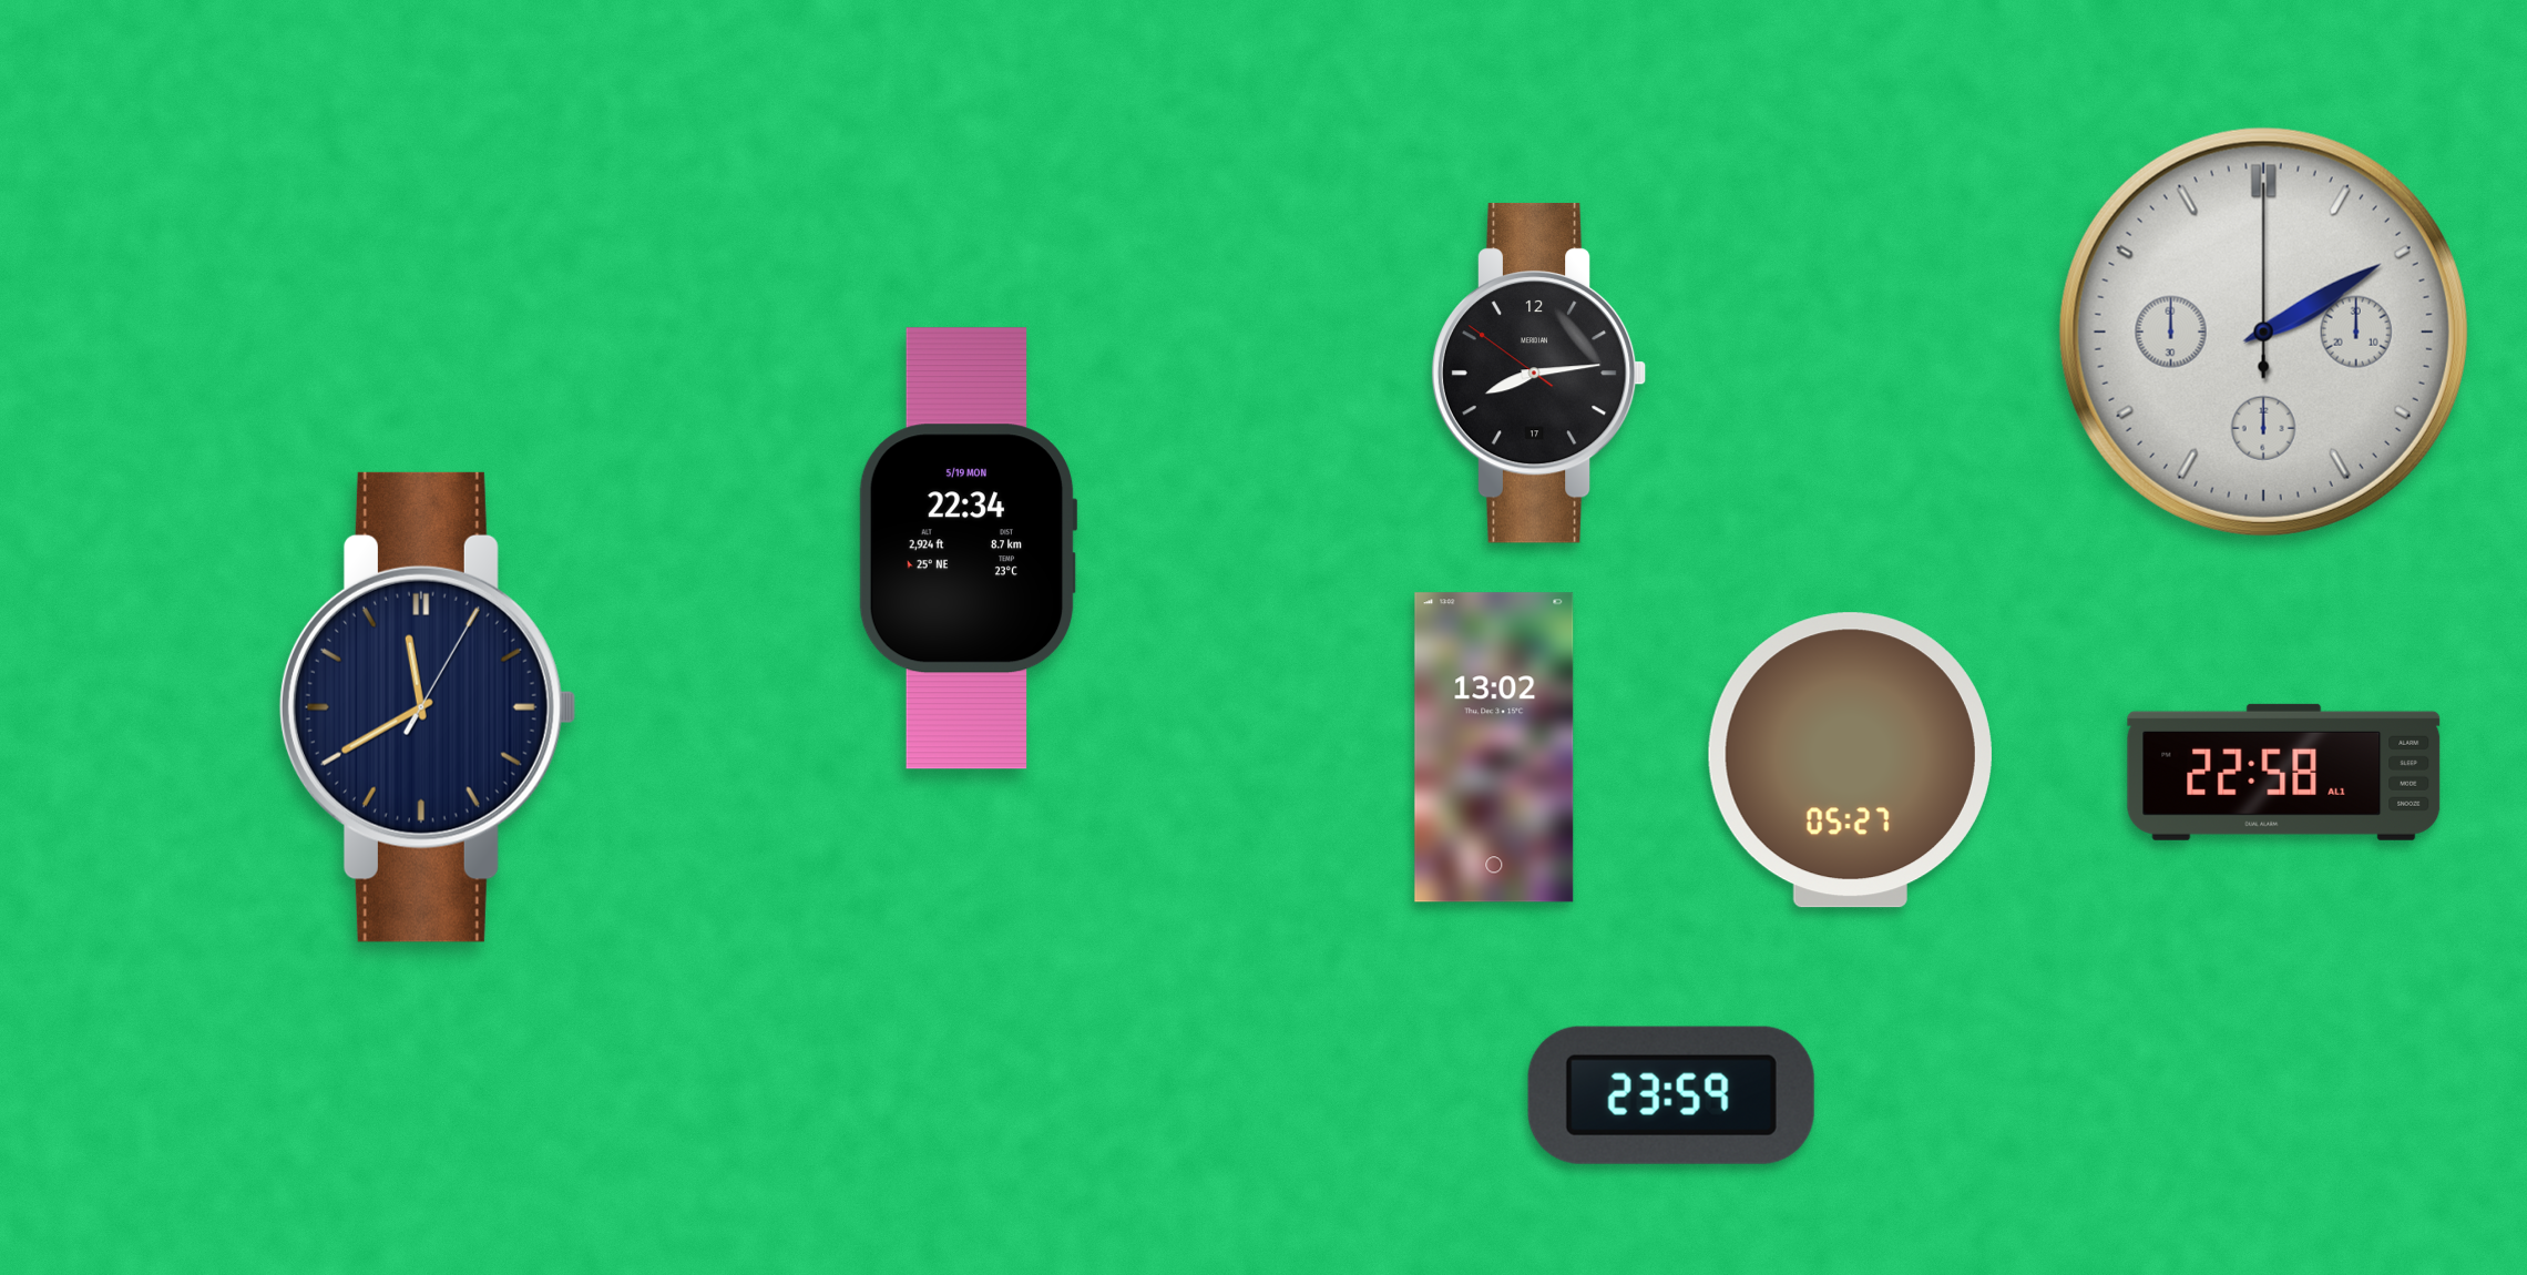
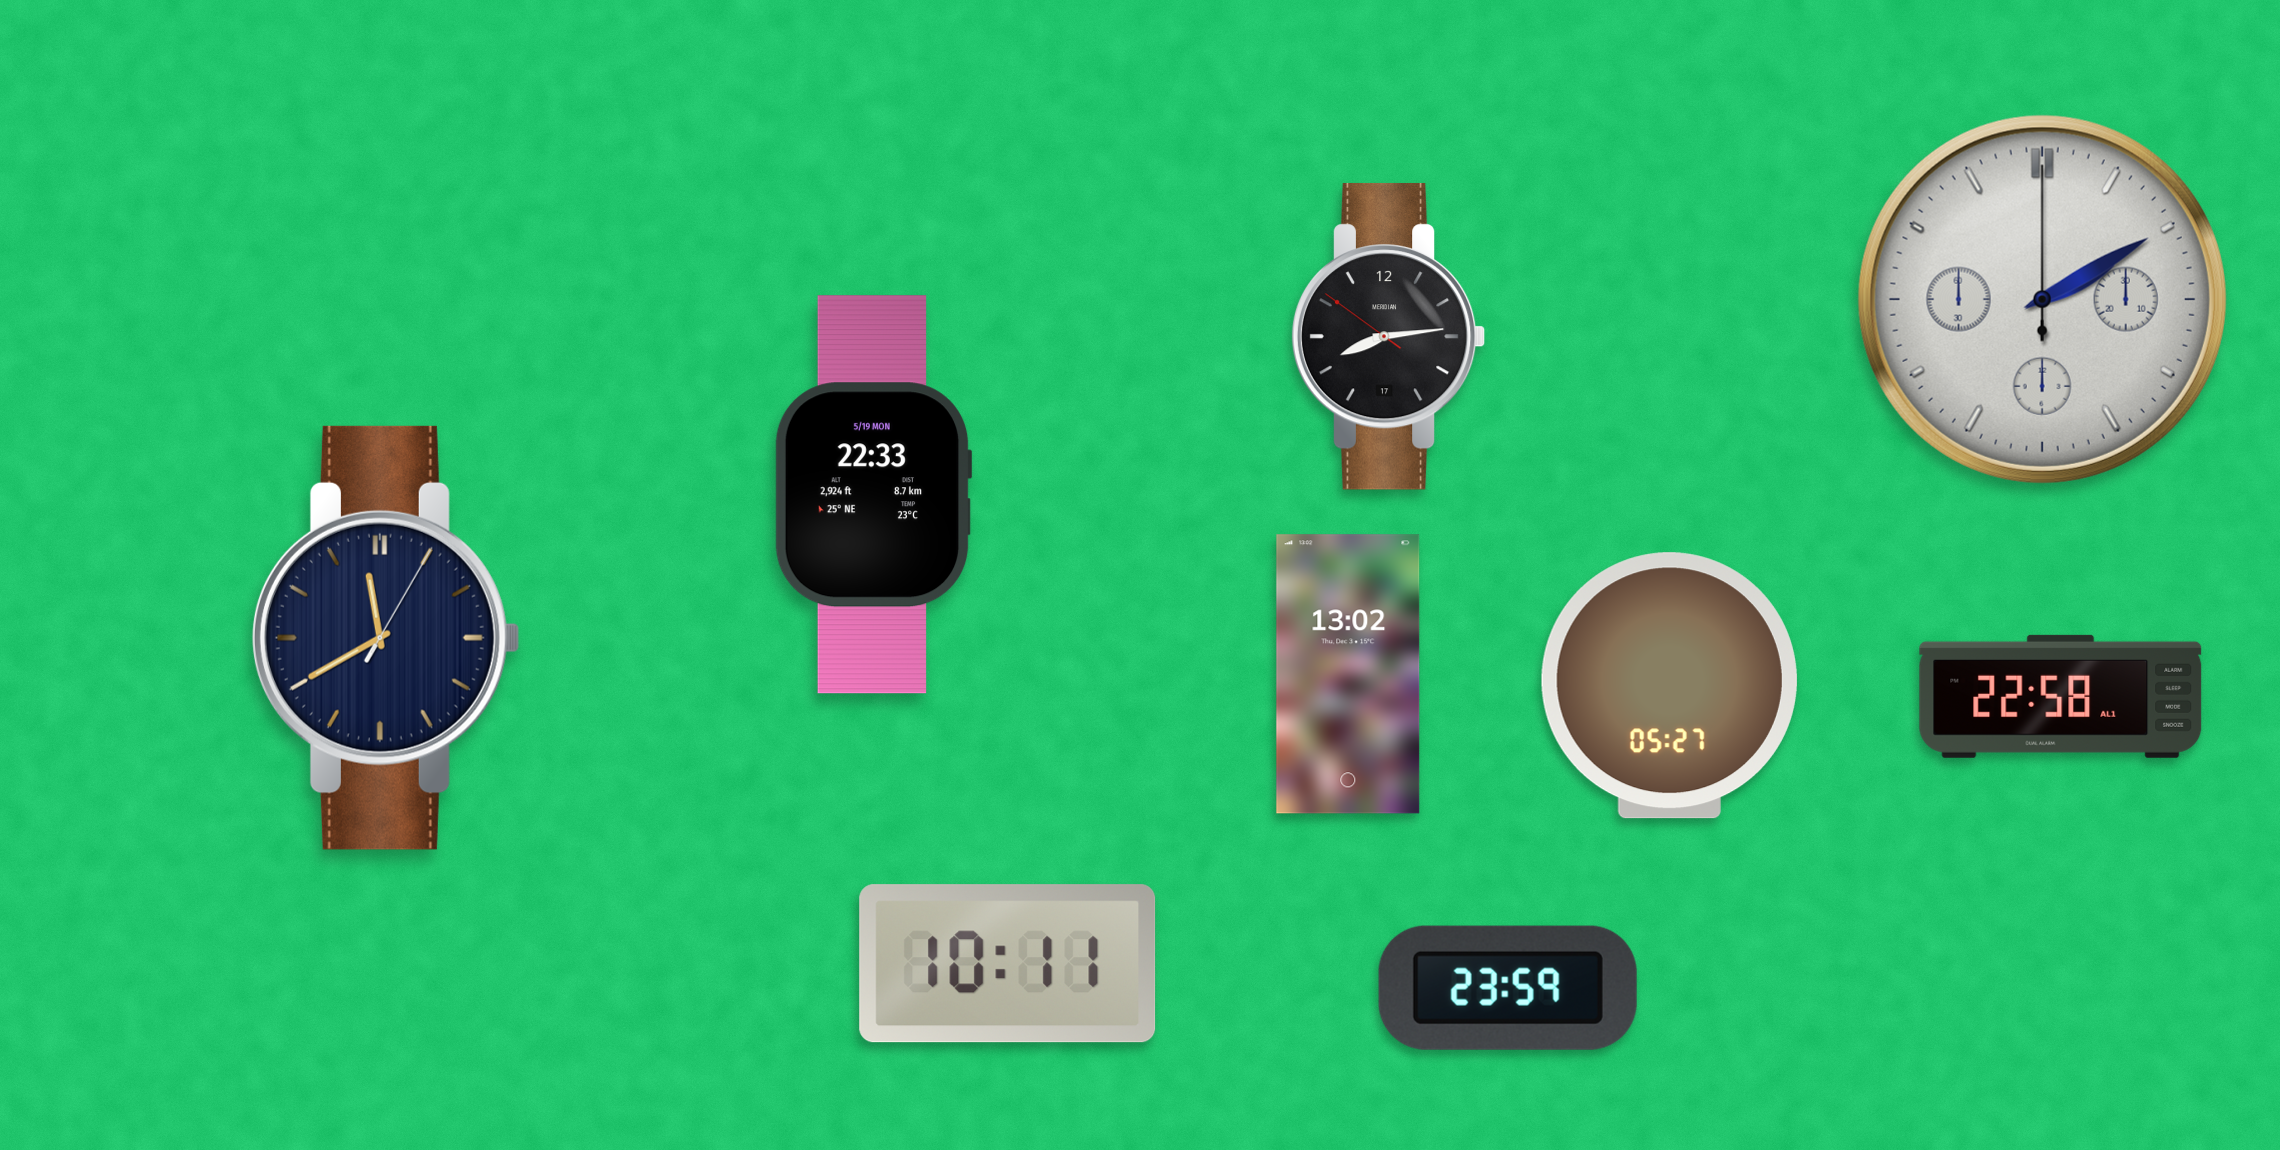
clock at (968, 549): 22:34 -> 22:33
clock at (1008, 964): none -> 10:11
